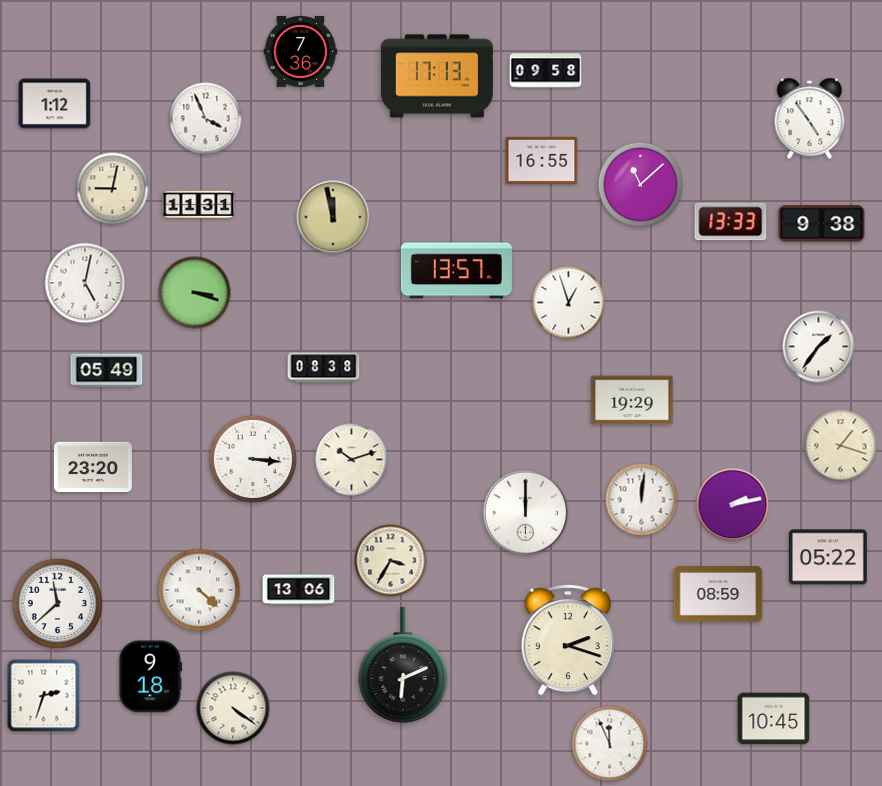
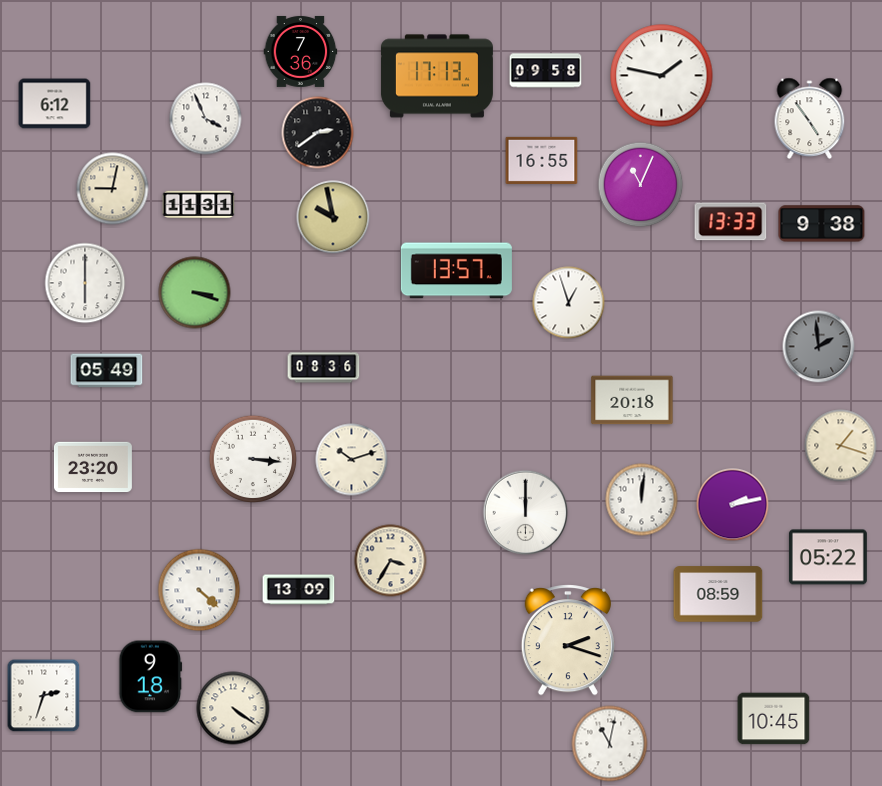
clock at (662, 76): none -> 1:47
clock at (55, 104): 1:12 -> 6:12
clock at (318, 133): none -> 2:39
clock at (641, 185): 11:08 -> 11:04
clock at (333, 217): 11:58 -> 9:58
clock at (85, 283): 5:02 -> 6:00
clock at (819, 347): 1:36 -> 1:59
clock at (819, 347) dial: white -> grey
clock at (324, 368): 08:38 -> 08:36
clock at (632, 400): 19:29 -> 20:18
clock at (299, 590): 13:06 -> 13:09
clock at (57, 603): 11:38 -> none
clock at (403, 665): 6:11 -> none
clock at (610, 744): 11:56 -> 11:02
